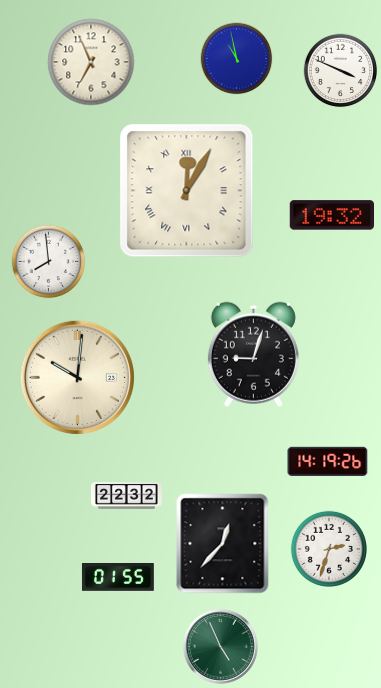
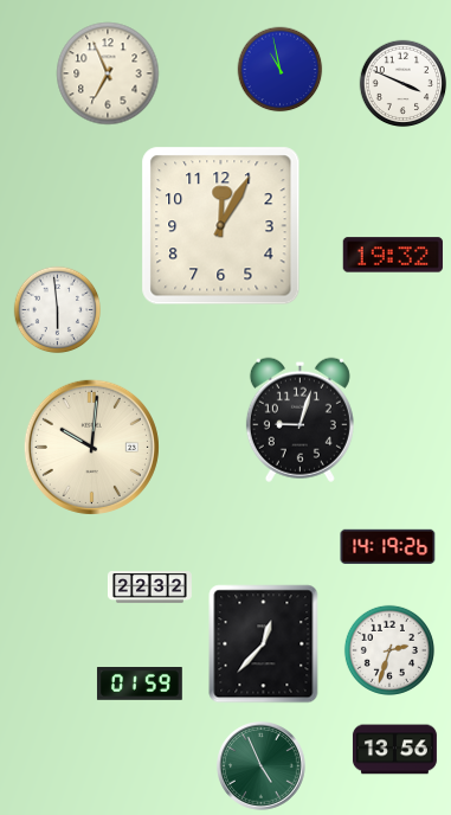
clock at (187, 191) numerals: Roman -> Arabic
clock at (49, 262): 7:59 -> 5:59
clock at (118, 578): 01:55 -> 01:59
clock at (394, 750): none -> 13:56
